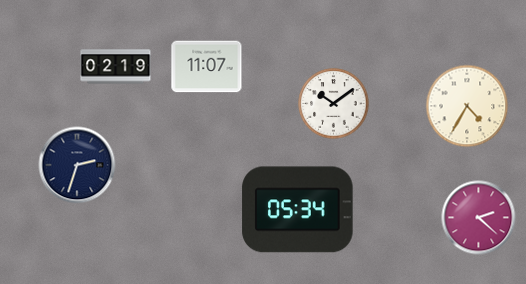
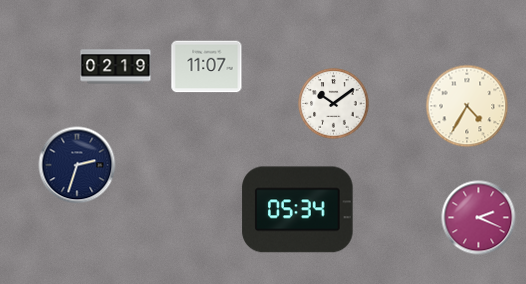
clock at (479, 218): 2:22 -> 2:19
